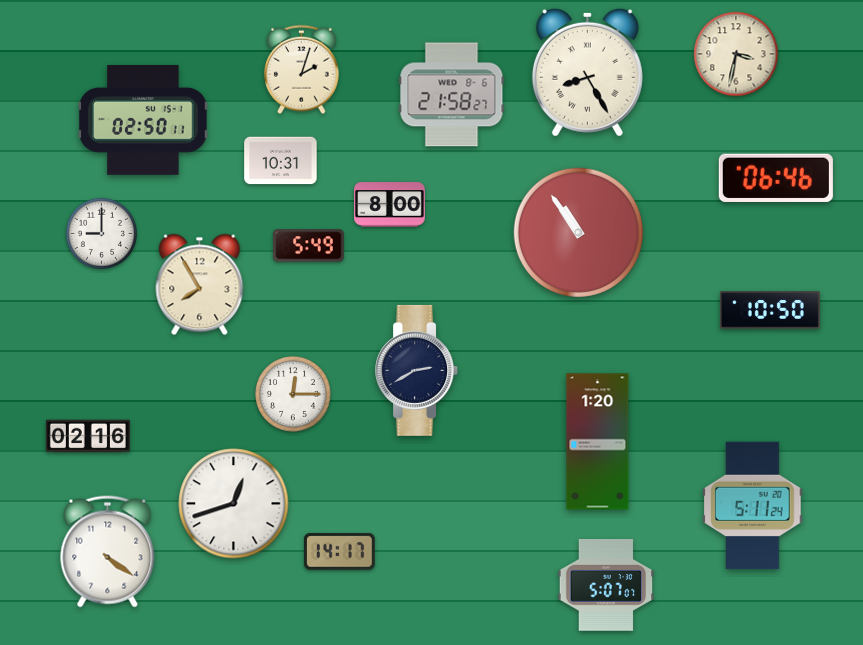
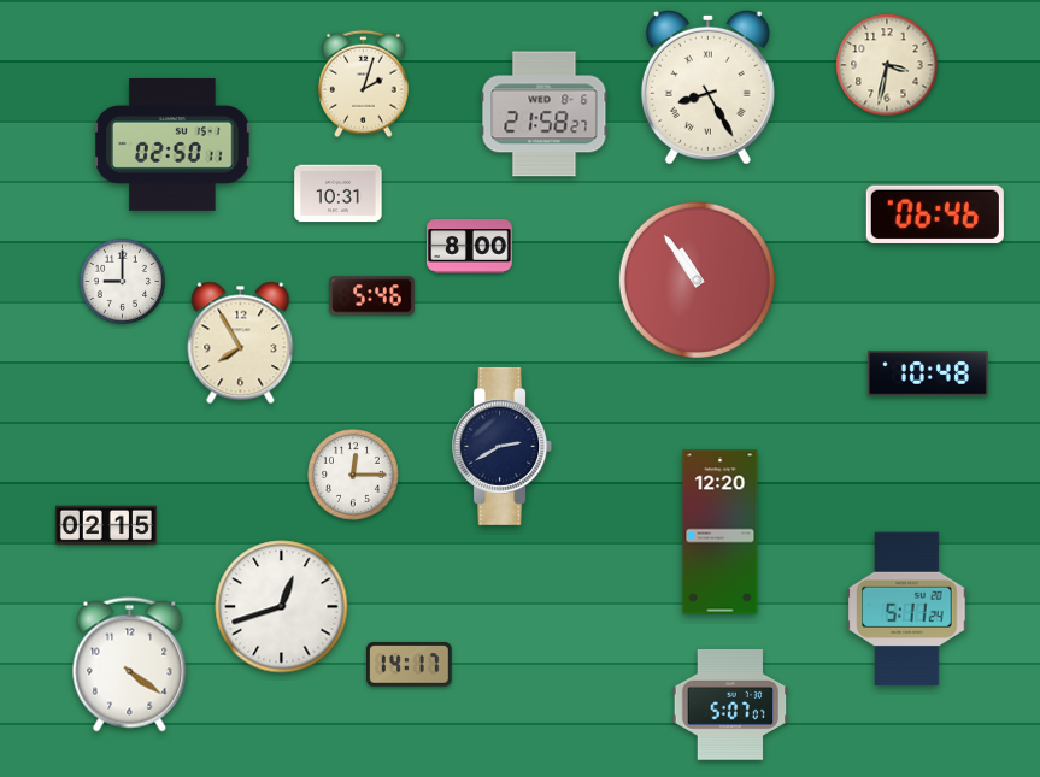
clock at (309, 246): 5:49 -> 5:46
clock at (770, 310): 10:50 -> 10:48
clock at (88, 436): 02:16 -> 02:15
clock at (598, 442): 1:20 -> 12:20
